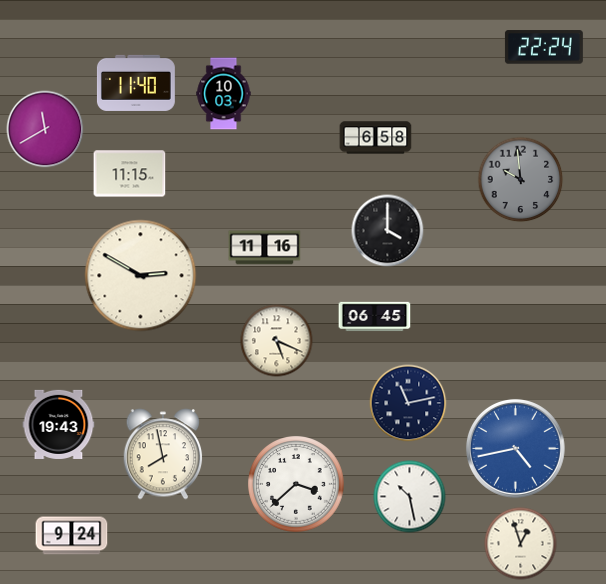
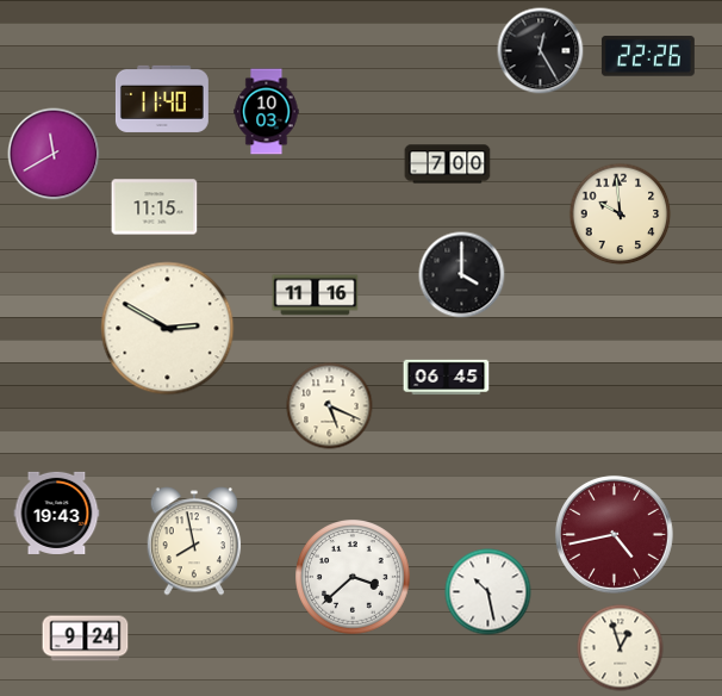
clock at (541, 51): none -> 12:25
clock at (544, 47): 22:24 -> 22:26
clock at (376, 138): 6:58 -> 7:00
clock at (521, 180) dial: grey -> cream
clock at (408, 403): 11:13 -> none
clock at (59, 424) position: (59, 424) -> (57, 512)
clock at (515, 448) dial: blue -> burgundy
